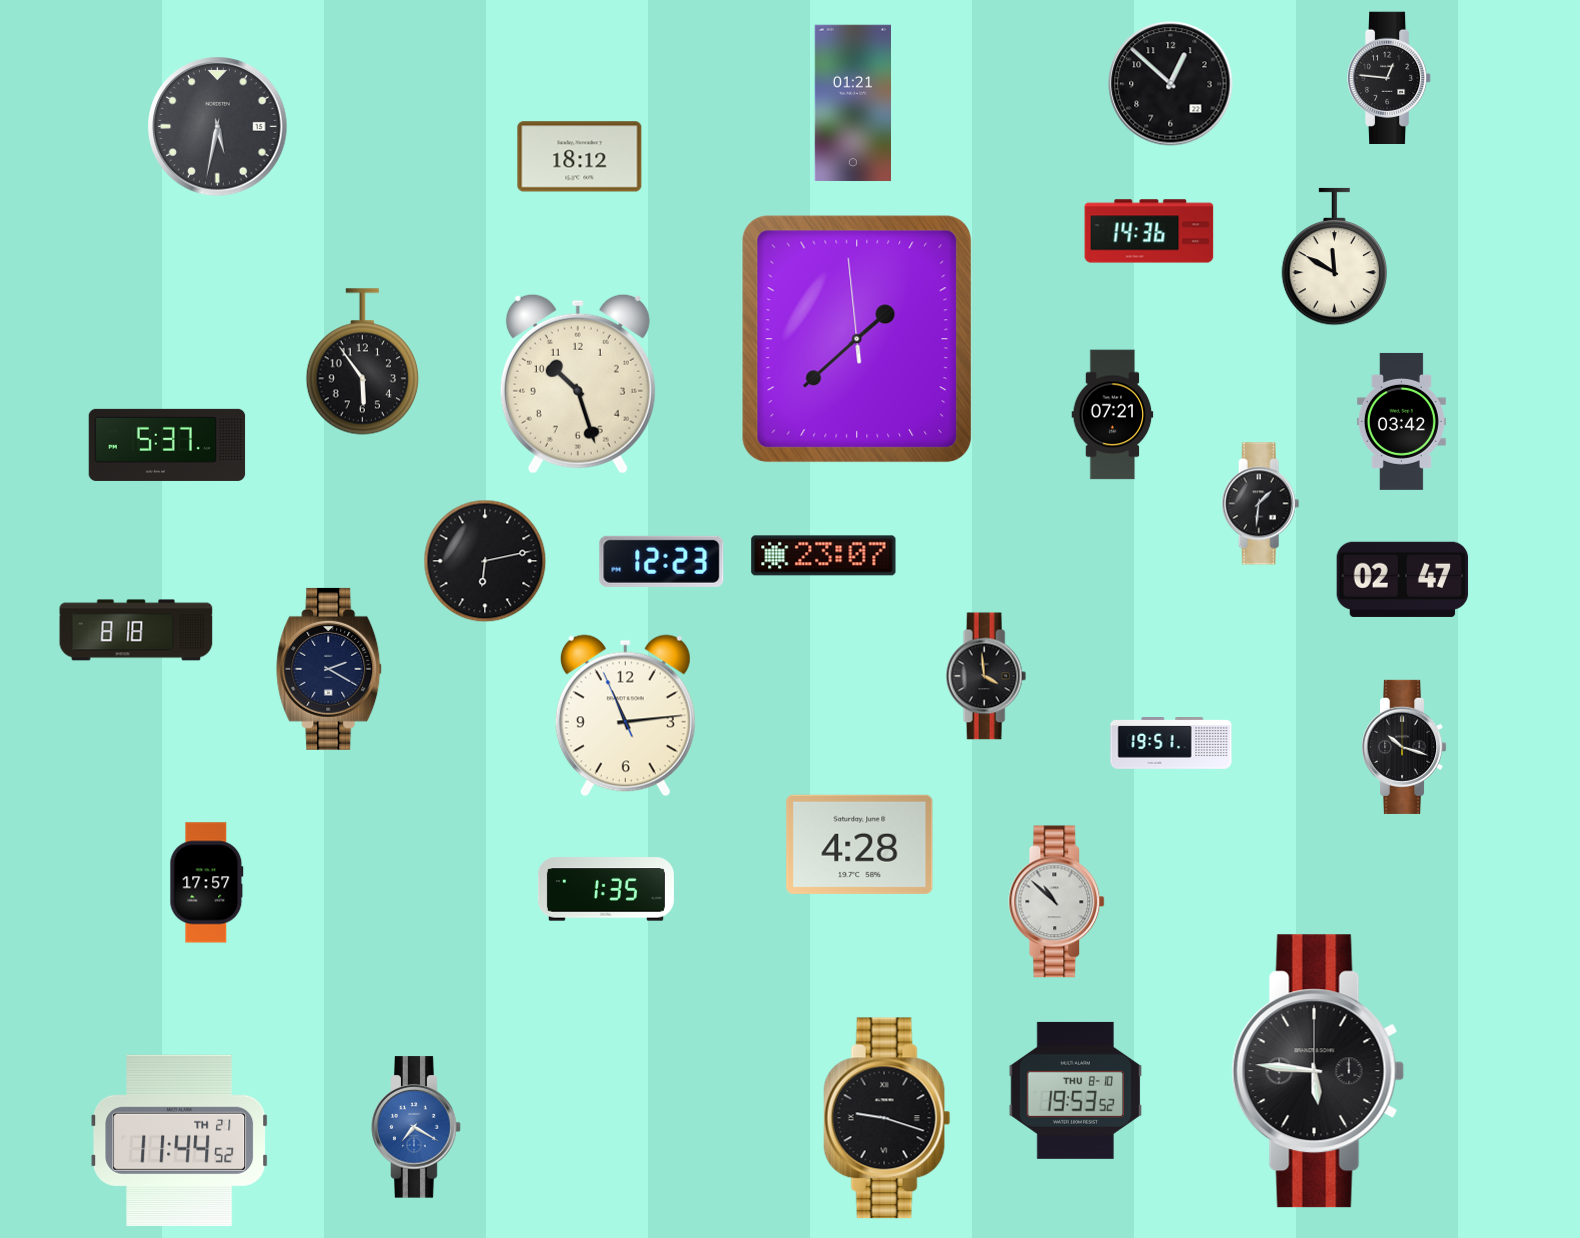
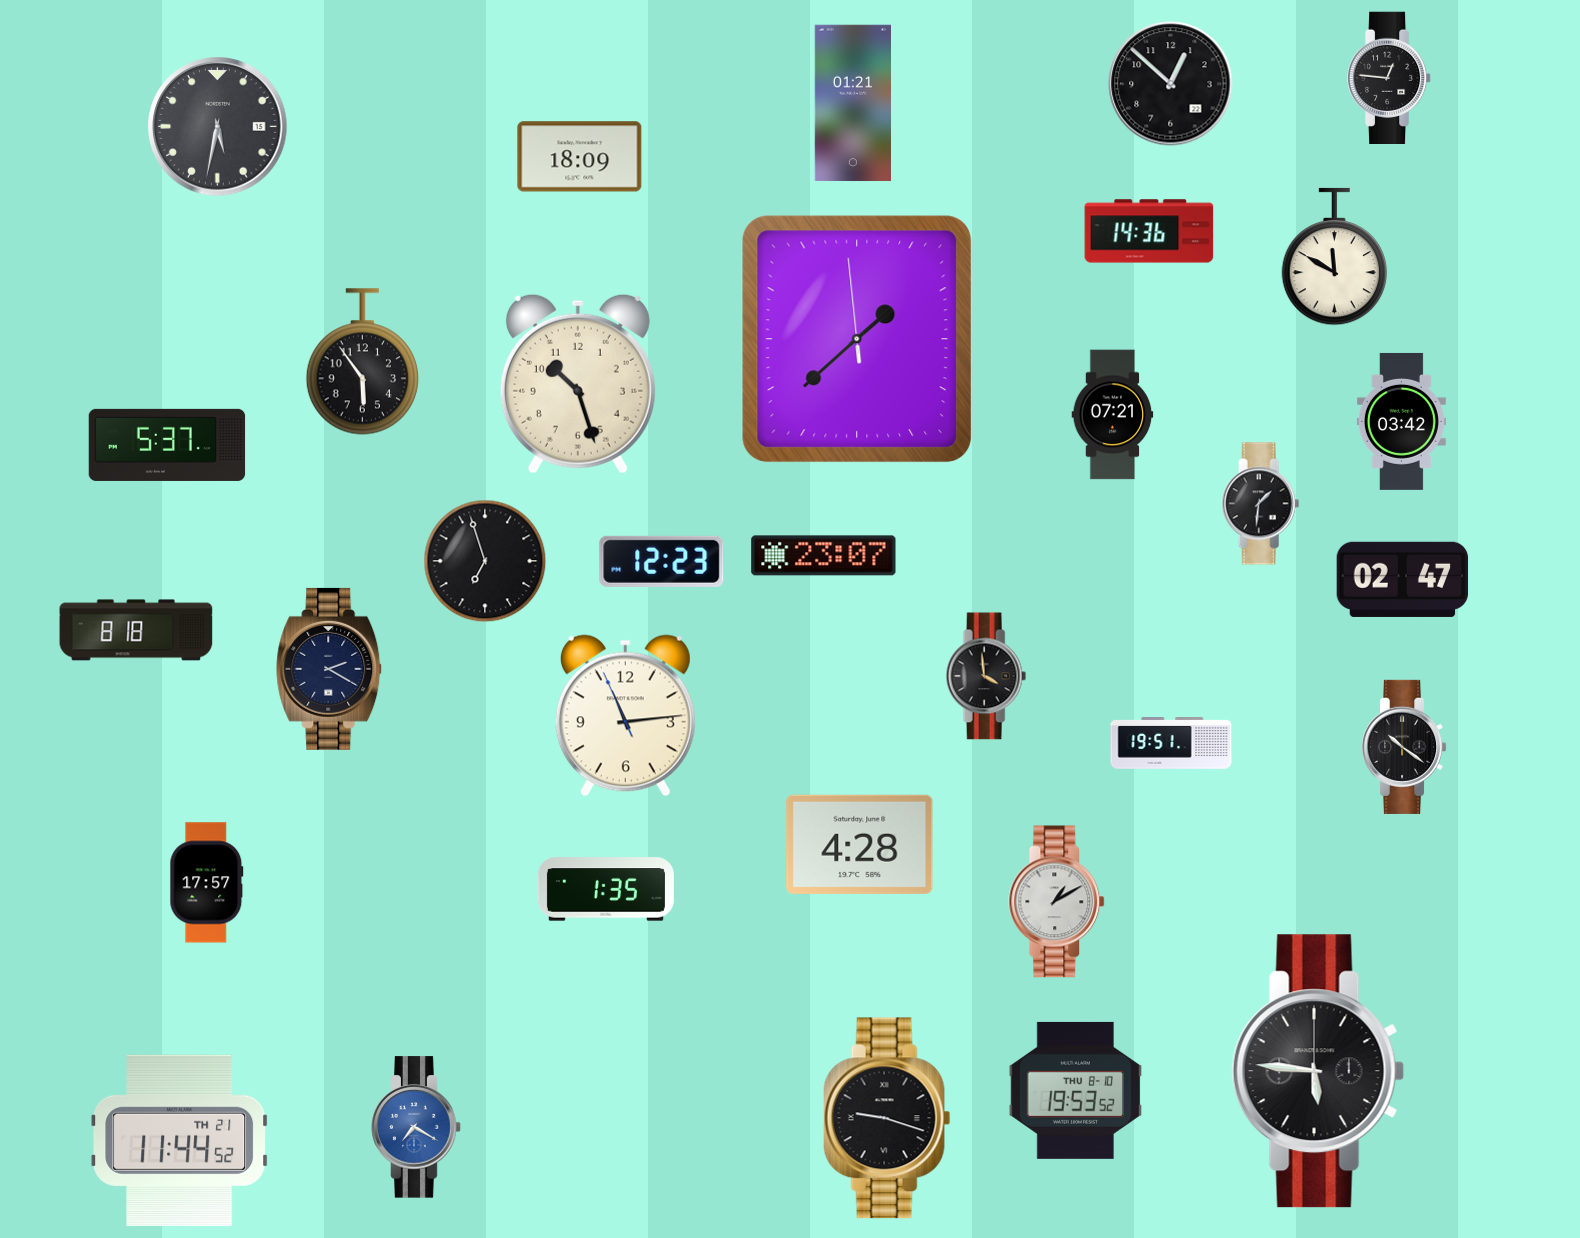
clock at (580, 157): 18:12 -> 18:09
clock at (485, 561): 6:13 -> 6:57
clock at (1405, 747): 10:18 -> 10:21
clock at (1057, 902): 10:52 -> 1:10
